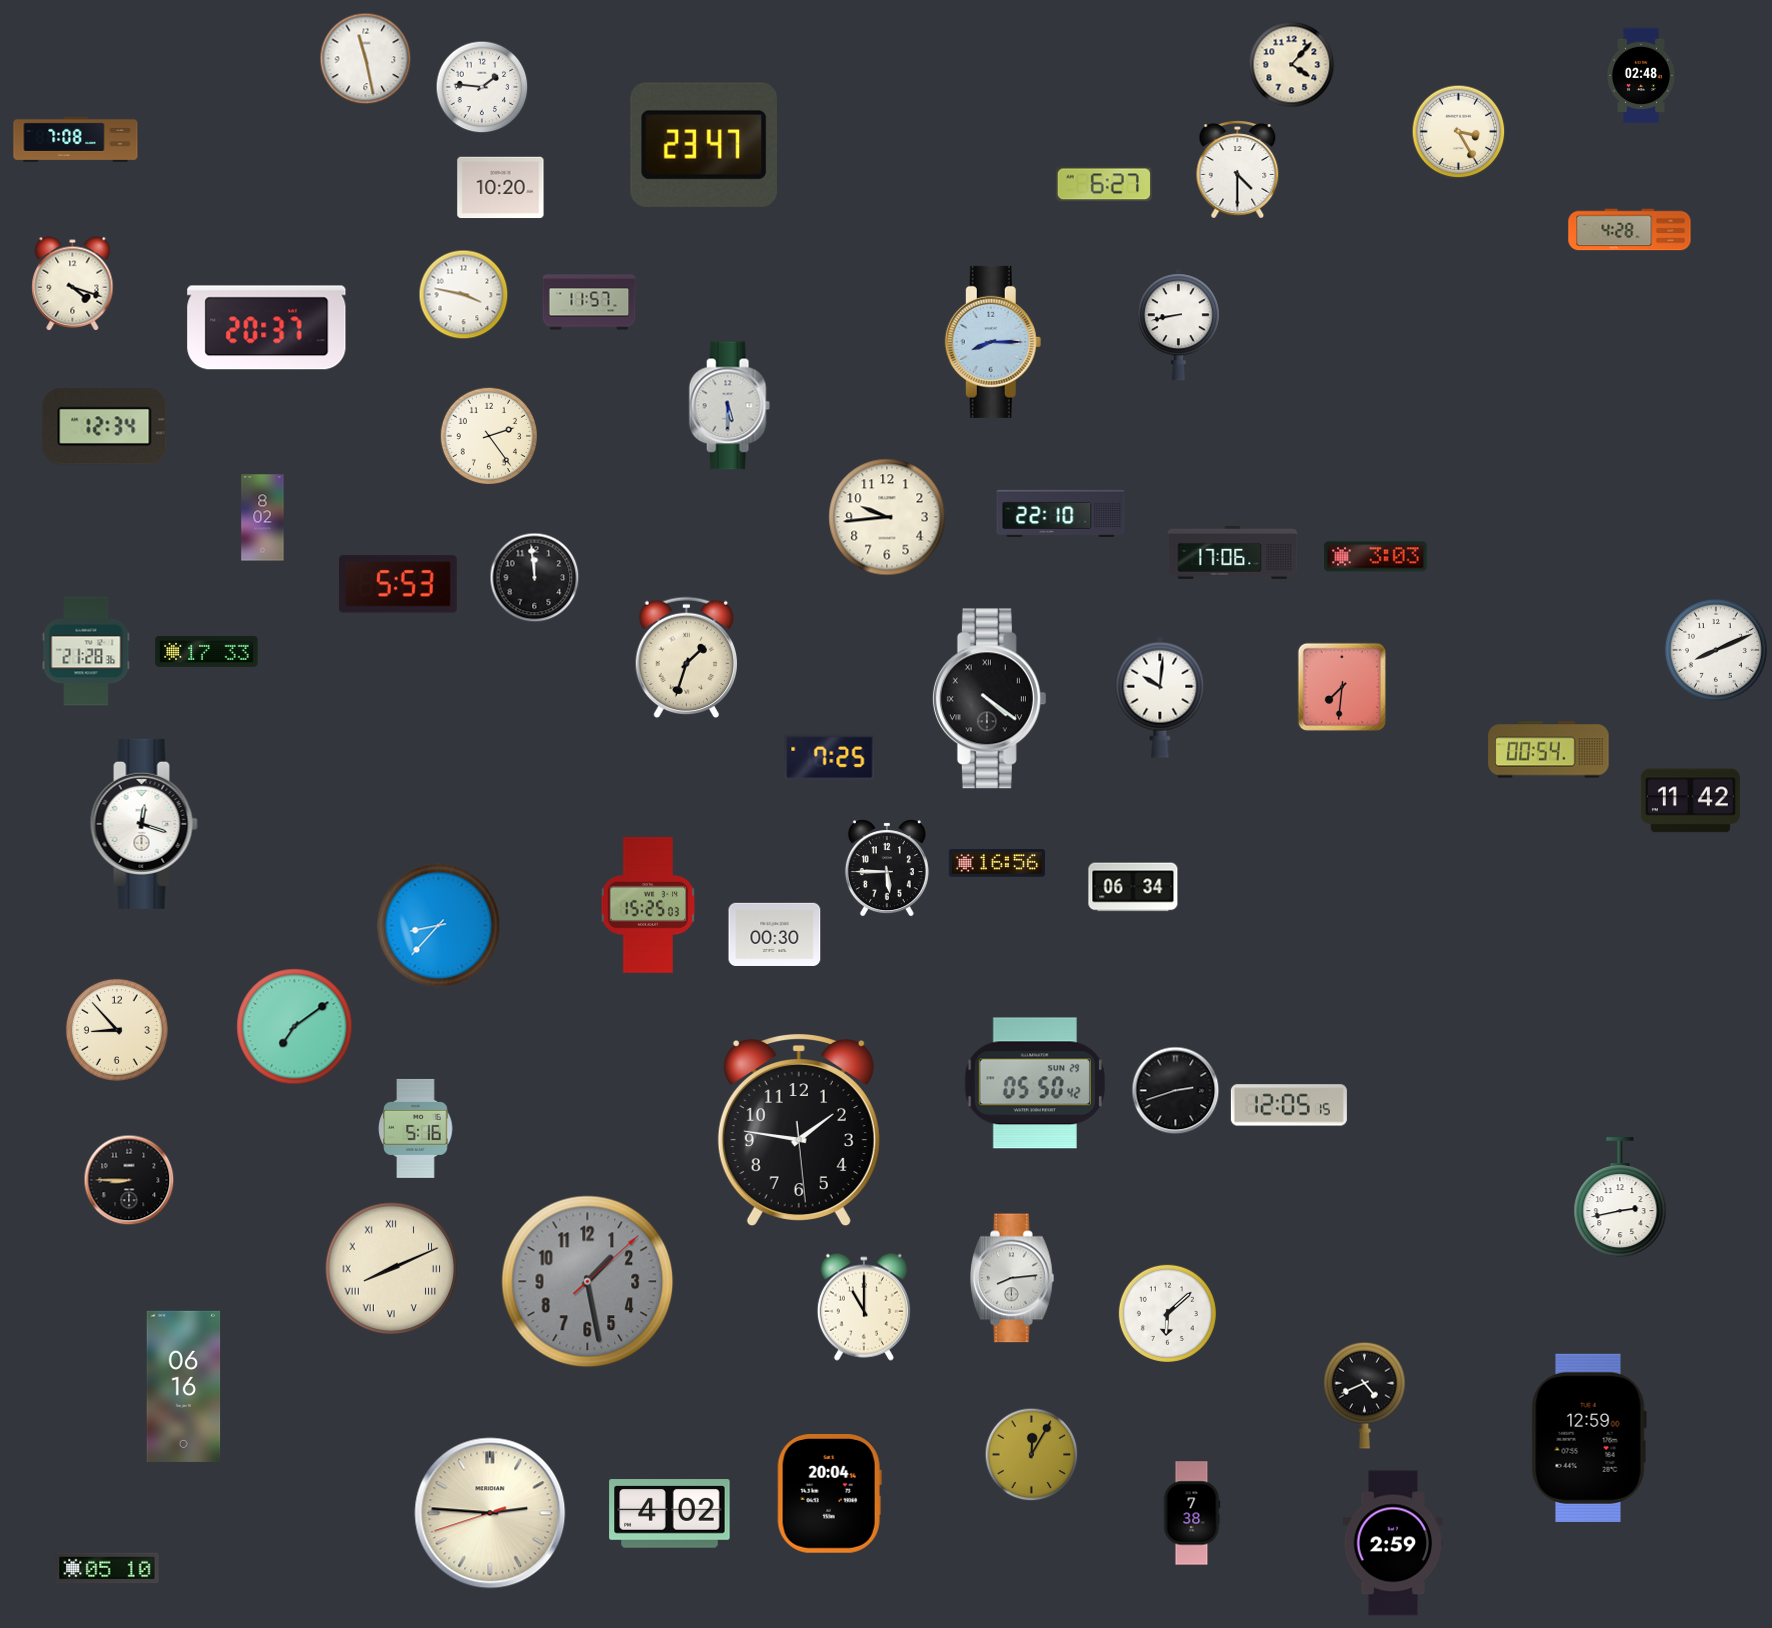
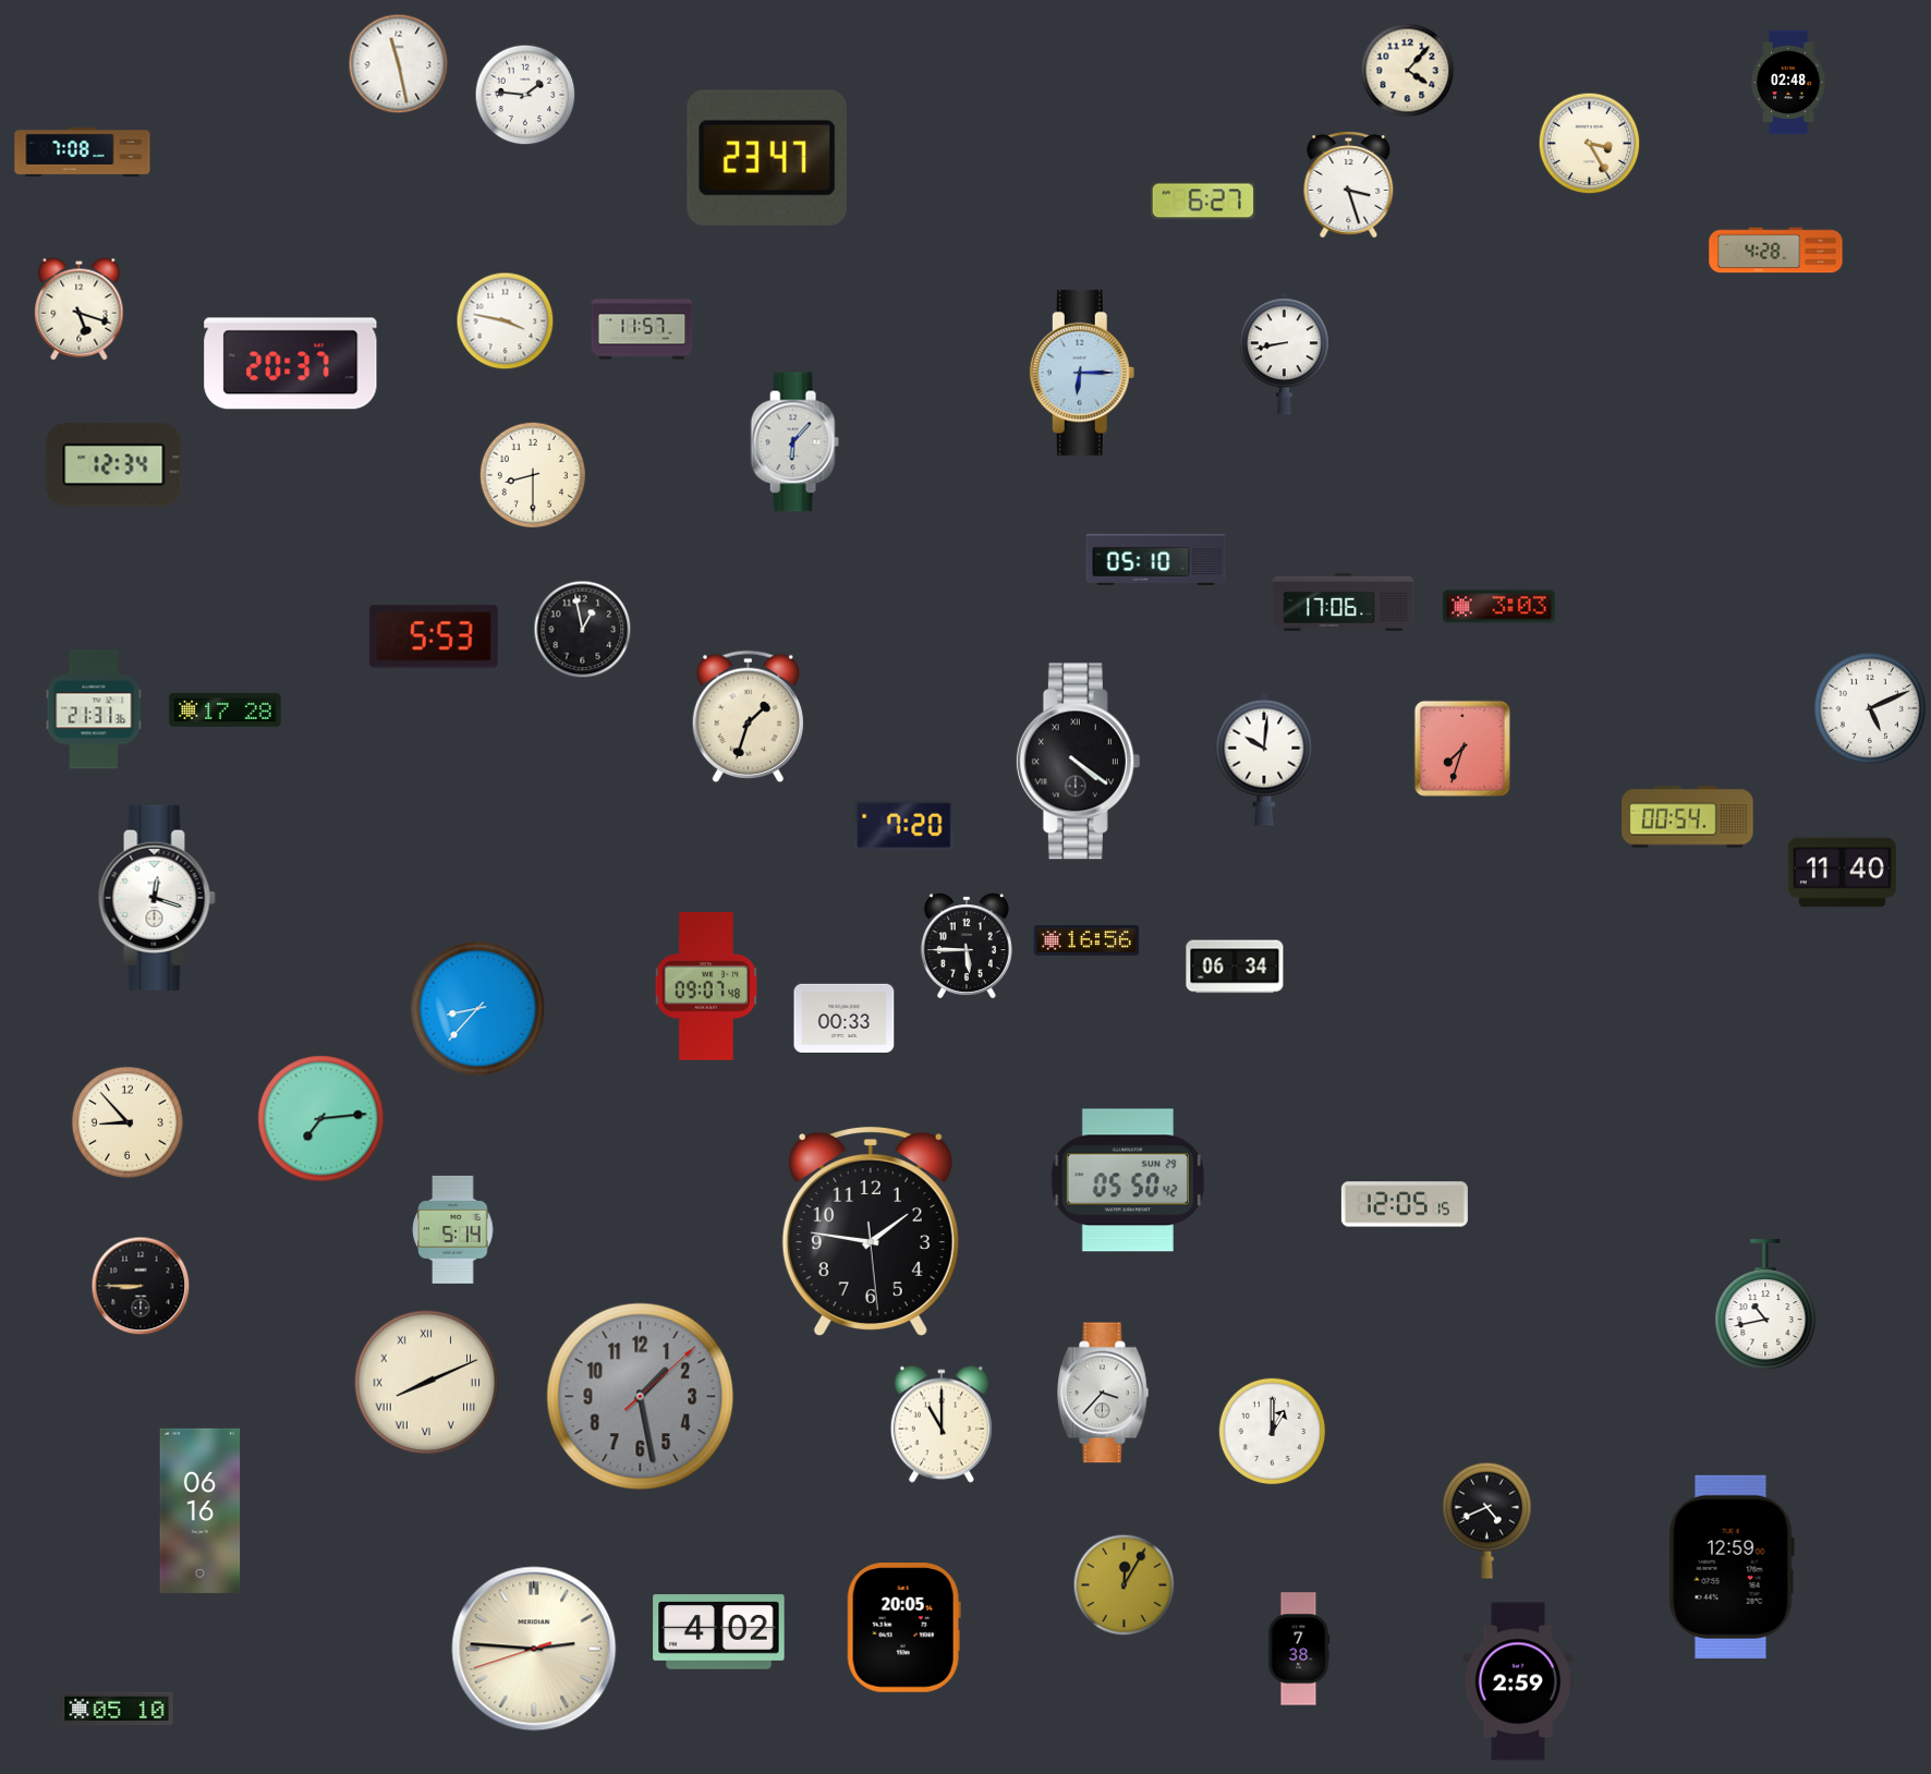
clock at (1238, 170): 4:30 -> 3:27
clock at (501, 188): 10:20 -> none
clock at (73, 284): 4:18 -> 5:18
clock at (267, 328) position: (267, 328) -> (291, 364)
clock at (993, 342): 8:15 -> 6:15
clock at (729, 406): 5:30 -> 6:07
clock at (488, 435): 2:24 -> 8:30
clock at (1061, 513): 22:10 -> 05:10
clock at (887, 517): 9:44 -> none
clock at (263, 518): 8:02 -> none
clock at (535, 578): 11:59 -> 12:58
clock at (1716, 650): 8:11 -> 5:11
clock at (86, 651): 21:28 -> 21:31
clock at (207, 651): 17:33 -> 17:28
clock at (1342, 687): 7:31 -> 7:33
clock at (830, 757): 7:25 -> 7:20
clock at (1690, 801): 11:42 -> 11:40
clock at (648, 905): 15:25 -> 09:07
clock at (775, 934): 00:30 -> 00:33
clock at (295, 1027): 7:09 -> 7:14
clock at (1176, 1091): 2:42 -> none
clock at (416, 1128): 5:16 -> 5:14
clock at (1620, 1198): 2:43 -> 10:43
clock at (1013, 1278): 8:14 -> 3:37
clock at (1167, 1313): 6:08 -> 1:00
clock at (829, 1494): 20:04 -> 20:05
clock at (670, 1514) position: (670, 1514) -> (719, 1632)
